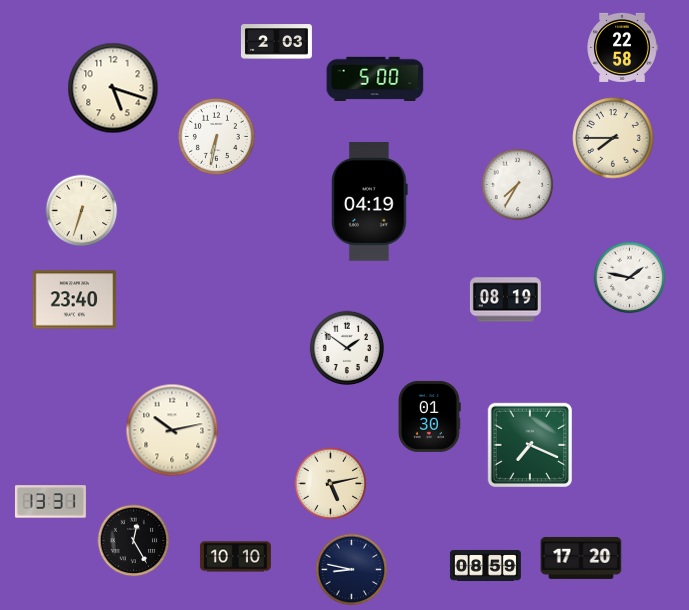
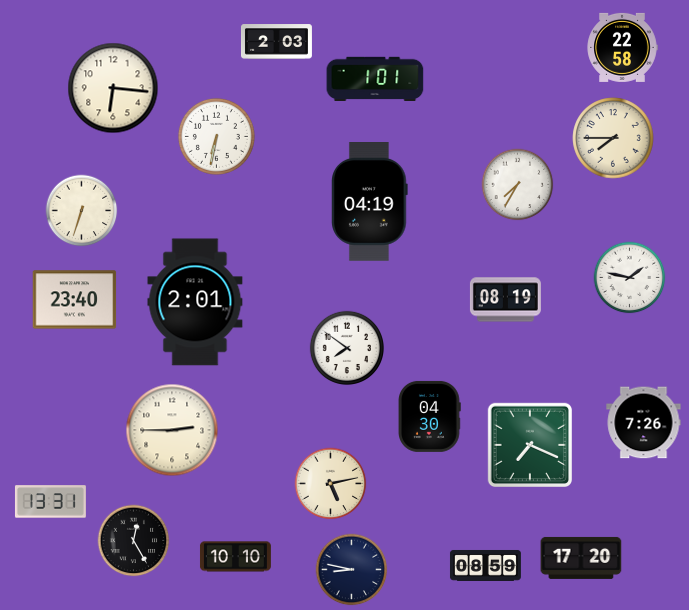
clock at (375, 79): 5:00 -> 1:01
clock at (113, 88): 5:18 -> 6:16
clock at (195, 302): none -> 2:01
clock at (346, 347): 1:51 -> 7:51
clock at (429, 416): 01:30 -> 04:30
clock at (644, 423): none -> 7:26
clock at (172, 430): 10:13 -> 2:45
